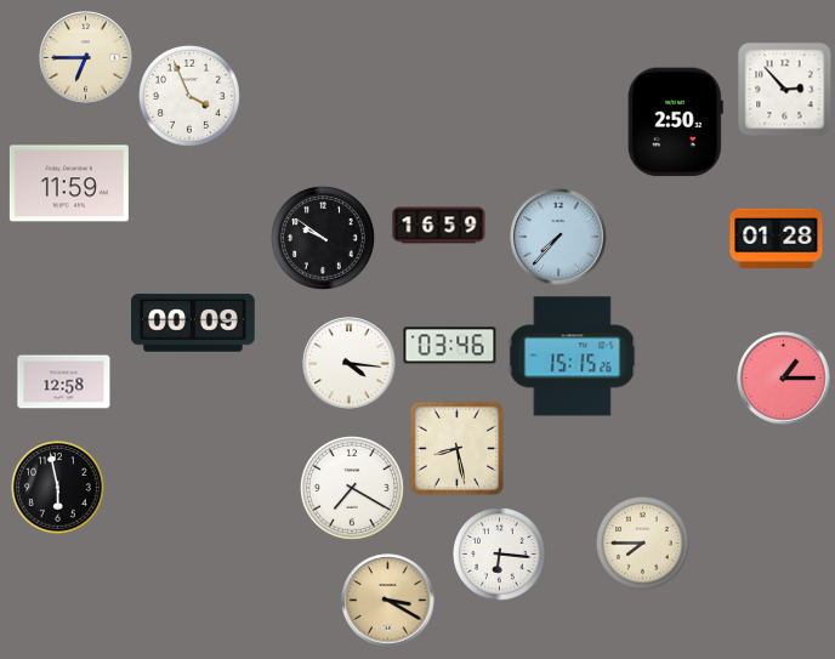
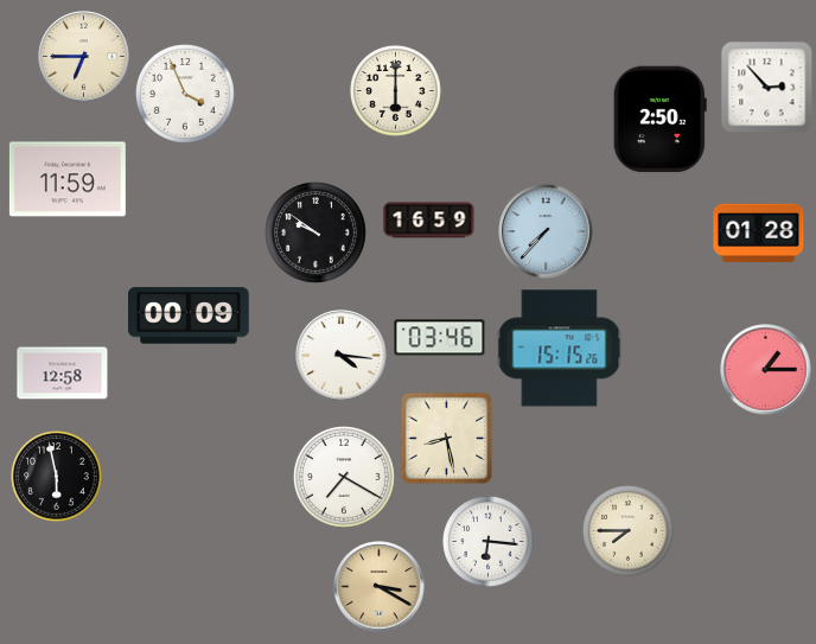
clock at (396, 91): none -> 6:00
